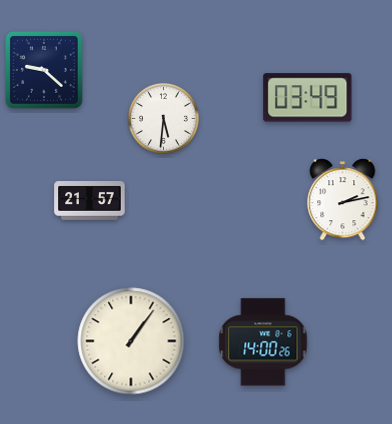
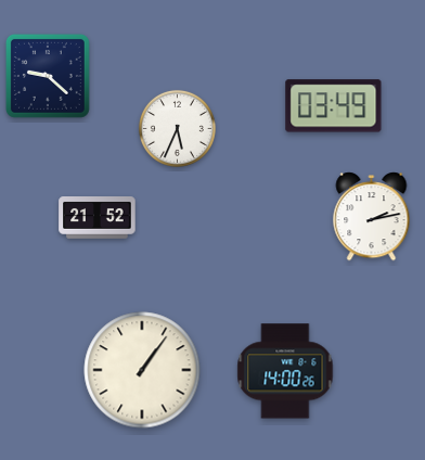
clock at (163, 118): 5:31 -> 5:34
clock at (90, 201): 21:57 -> 21:52
